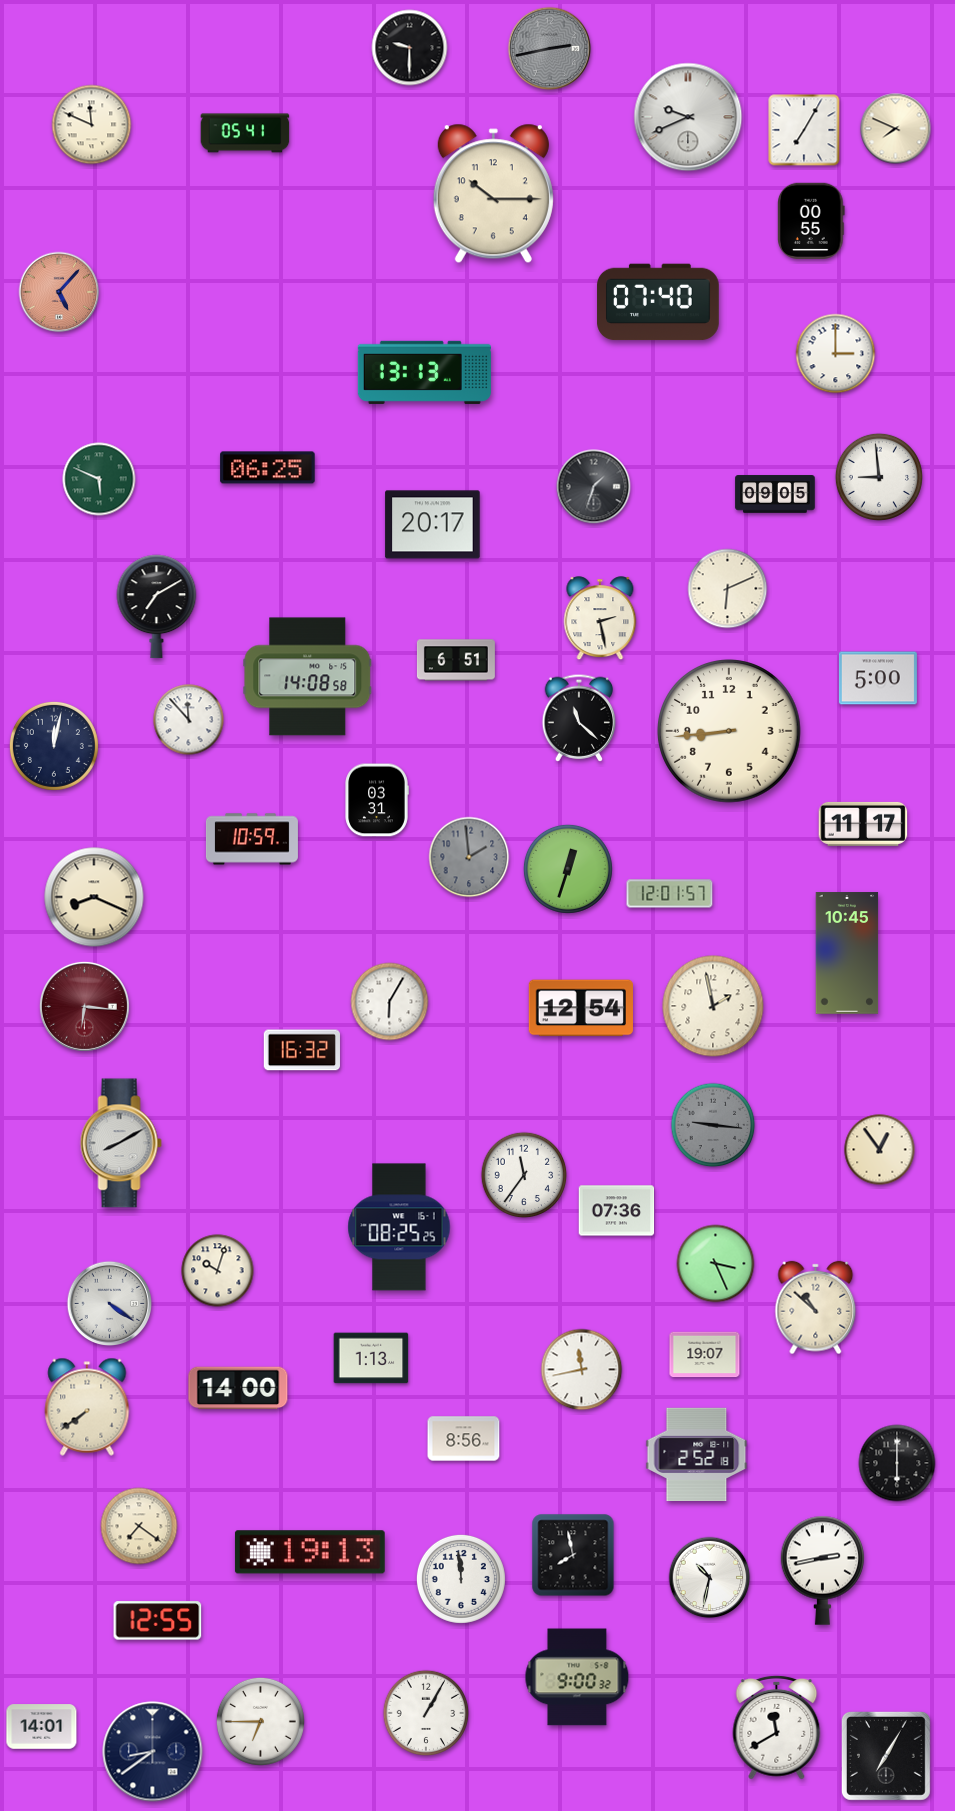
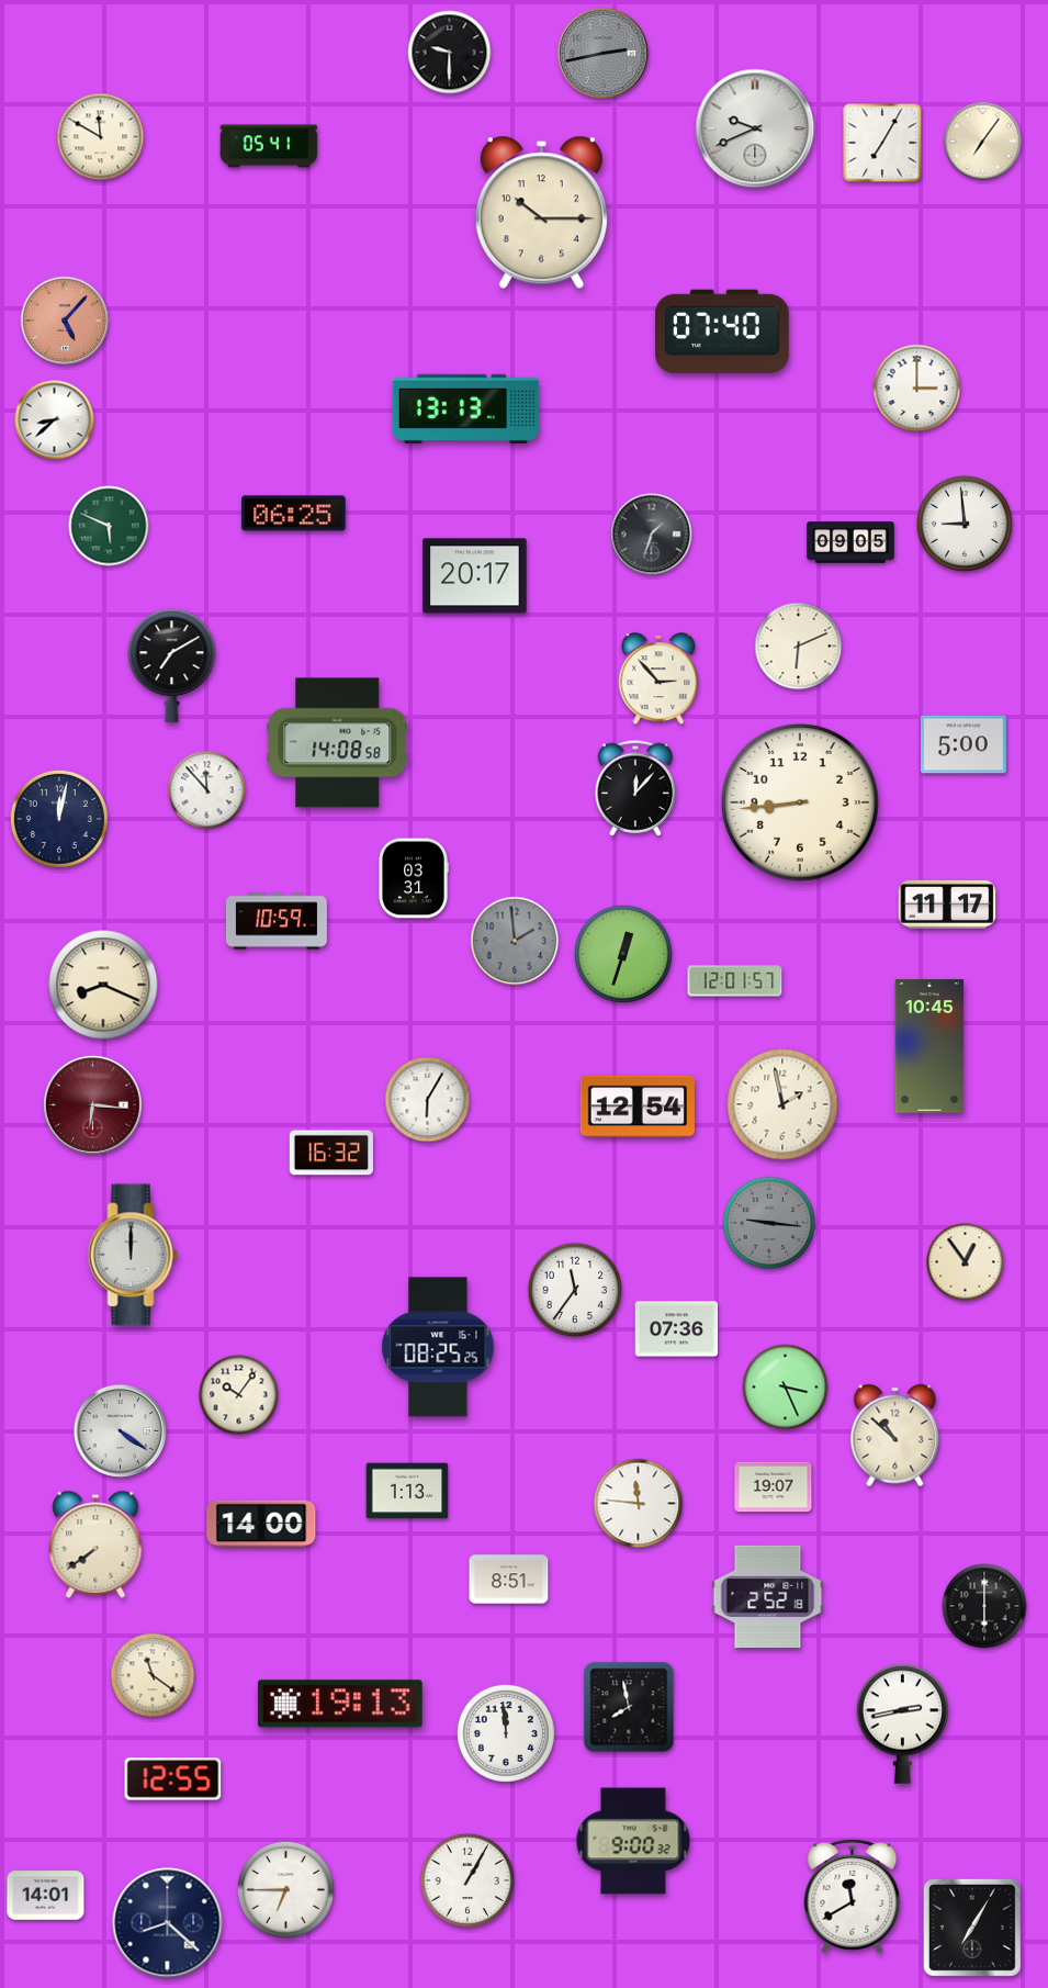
clock at (92, 125): 11:49 -> 11:50
clock at (896, 129): 7:49 -> 7:06
clock at (812, 221): 00:55 -> none
clock at (55, 420): none -> 8:38
clock at (600, 619): 2:28 -> 2:53
clock at (456, 660): 6:51 -> none
clock at (579, 718): 11:22 -> 12:07
clock at (713, 1125) position: (713, 1125) -> (769, 1223)
clock at (121, 1143): 8:10 -> 12:00
clock at (218, 1271): 10:03 -> 10:06
clock at (582, 1370): 11:43 -> 11:46
clock at (464, 1439): 8:56 -> 8:51
clock at (697, 1454) position: (697, 1454) -> (768, 1596)
clock at (139, 1526): 7:21 -> 11:21
clock at (710, 1578): 10:32 -> none
clock at (153, 1752): 8:39 -> 8:22
